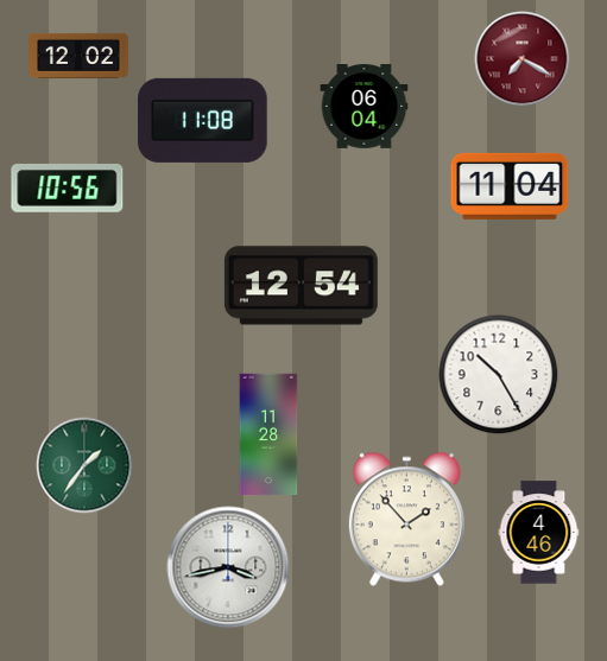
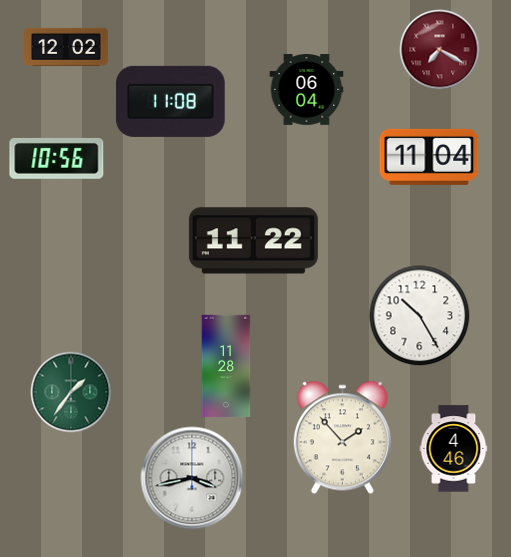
clock at (301, 286): 12:54 -> 11:22
